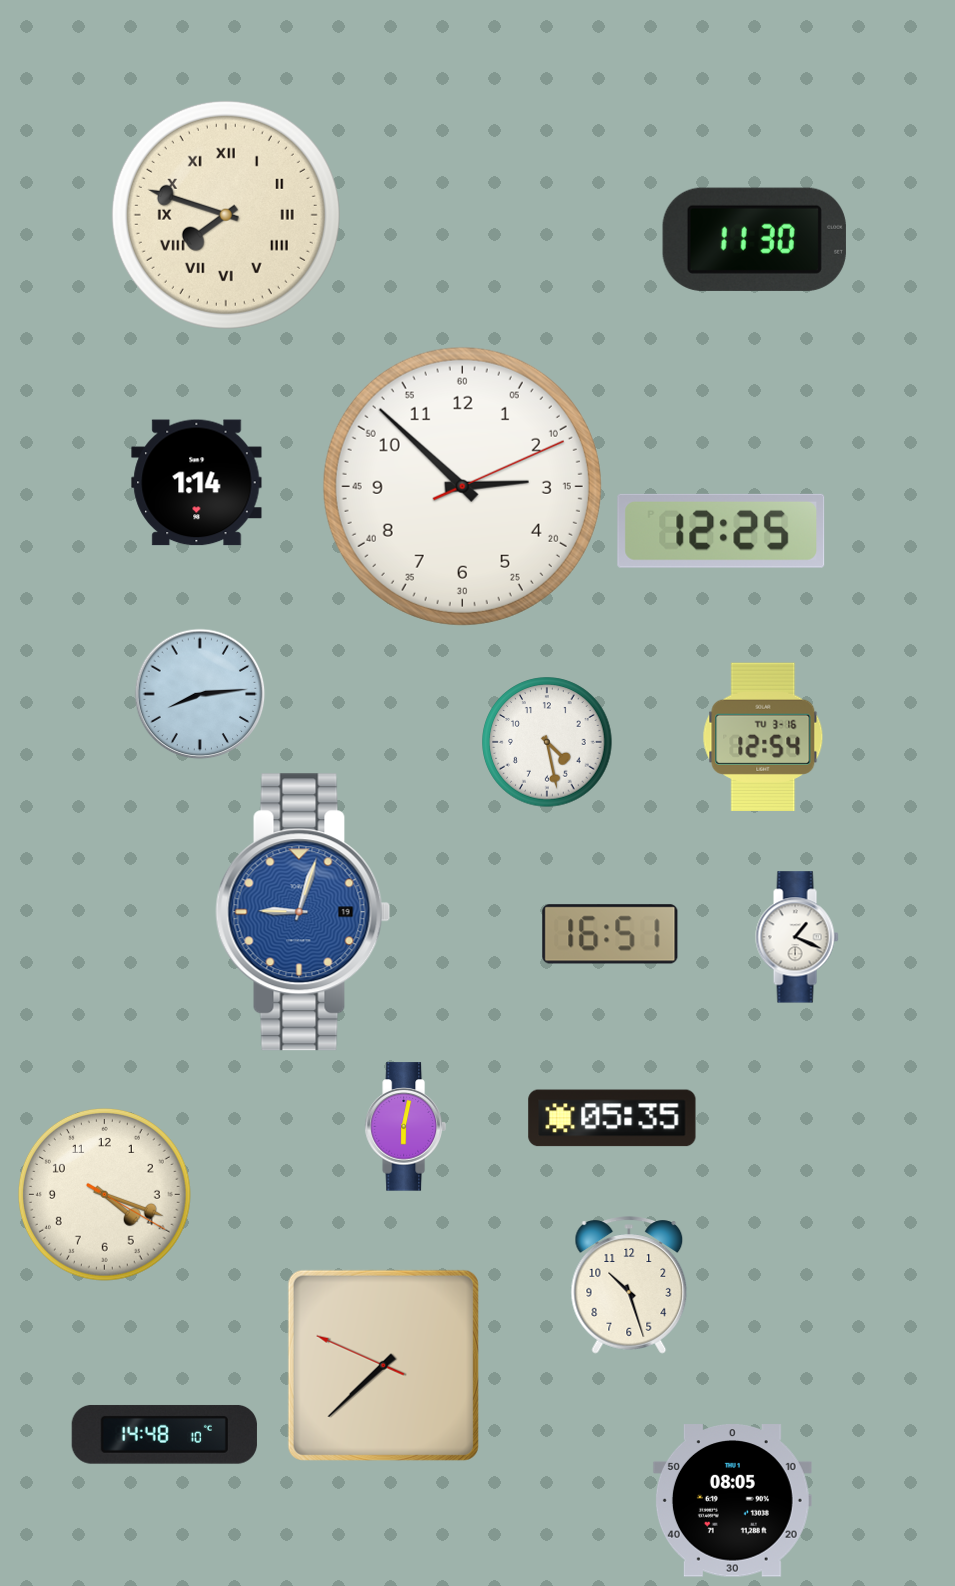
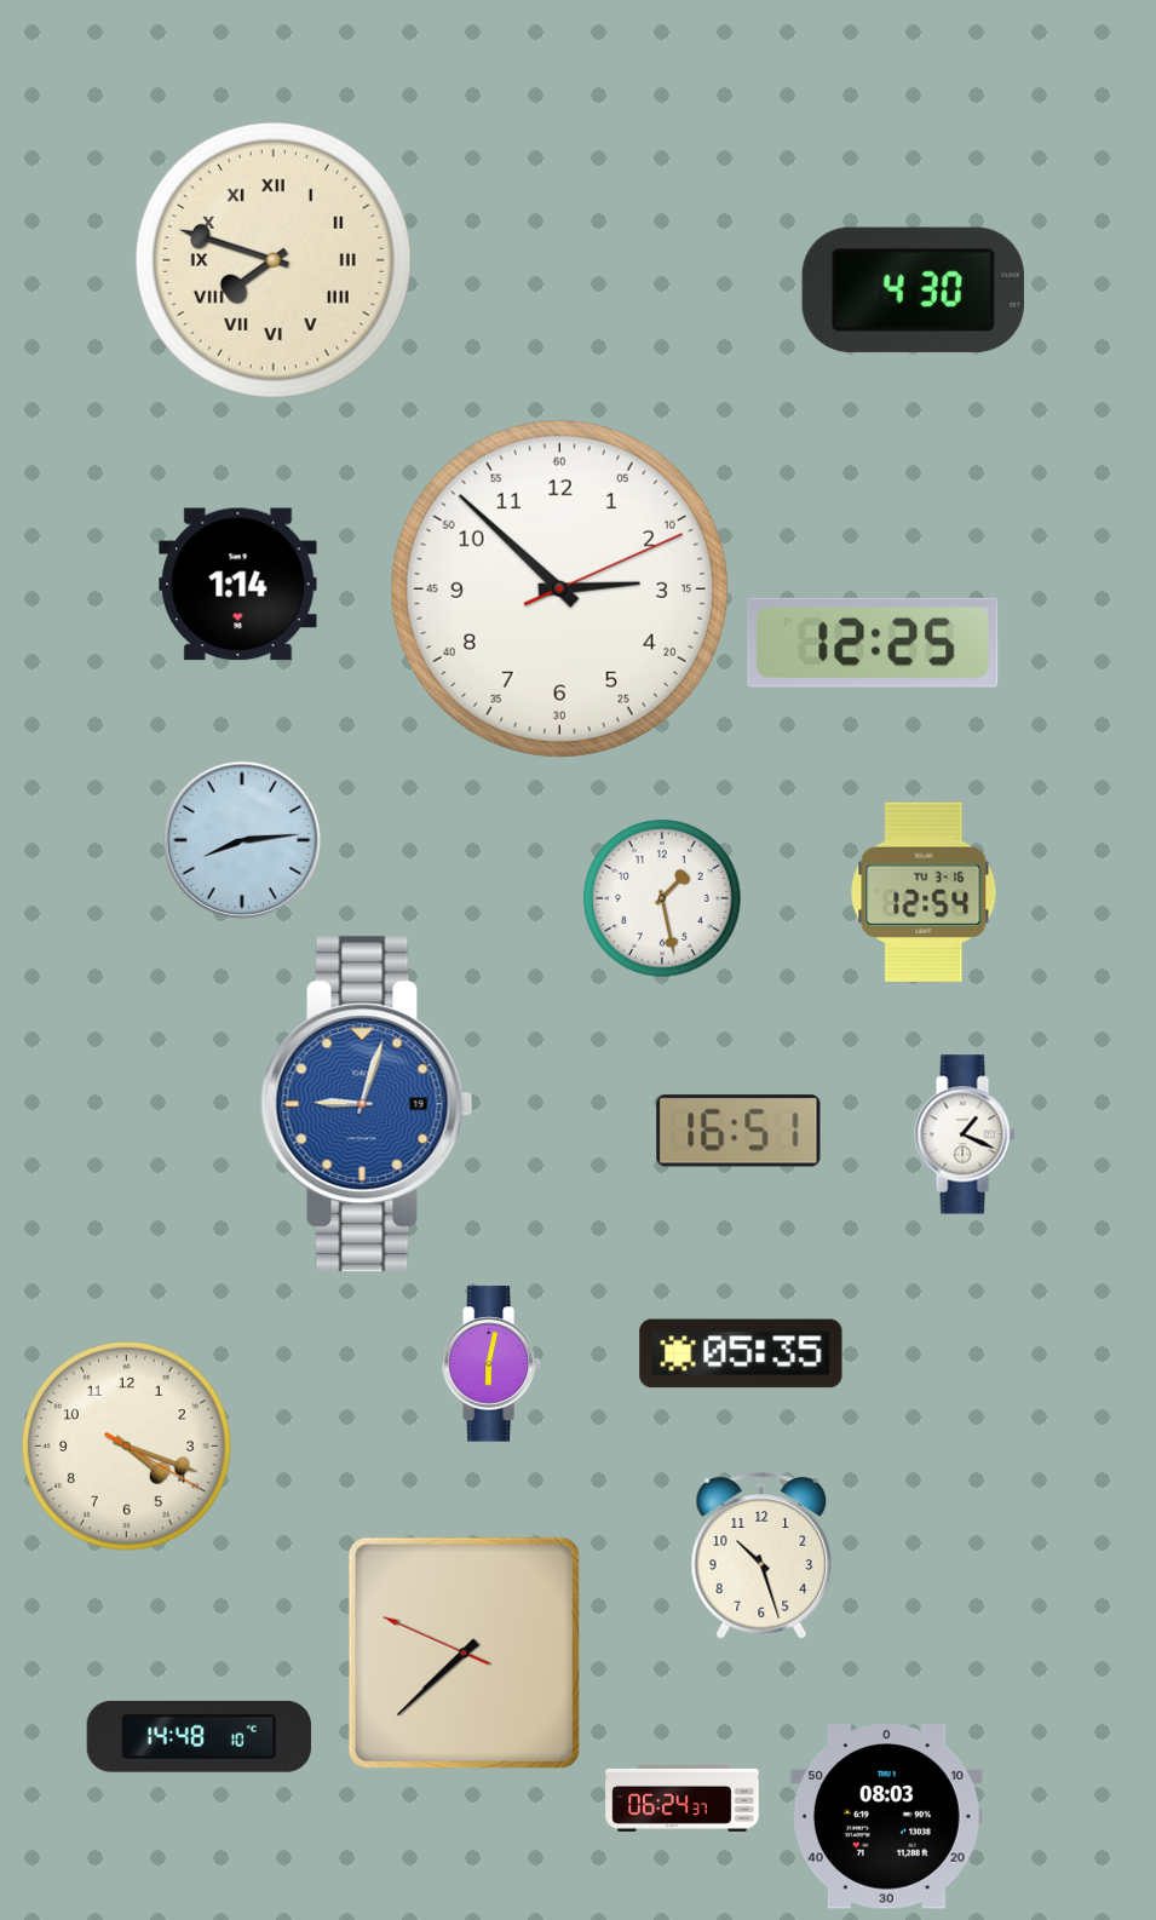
clock at (754, 239): 11:30 -> 4:30
clock at (547, 742): 4:28 -> 1:28
clock at (683, 1799): none -> 06:24
clock at (732, 1501): 08:05 -> 08:03
